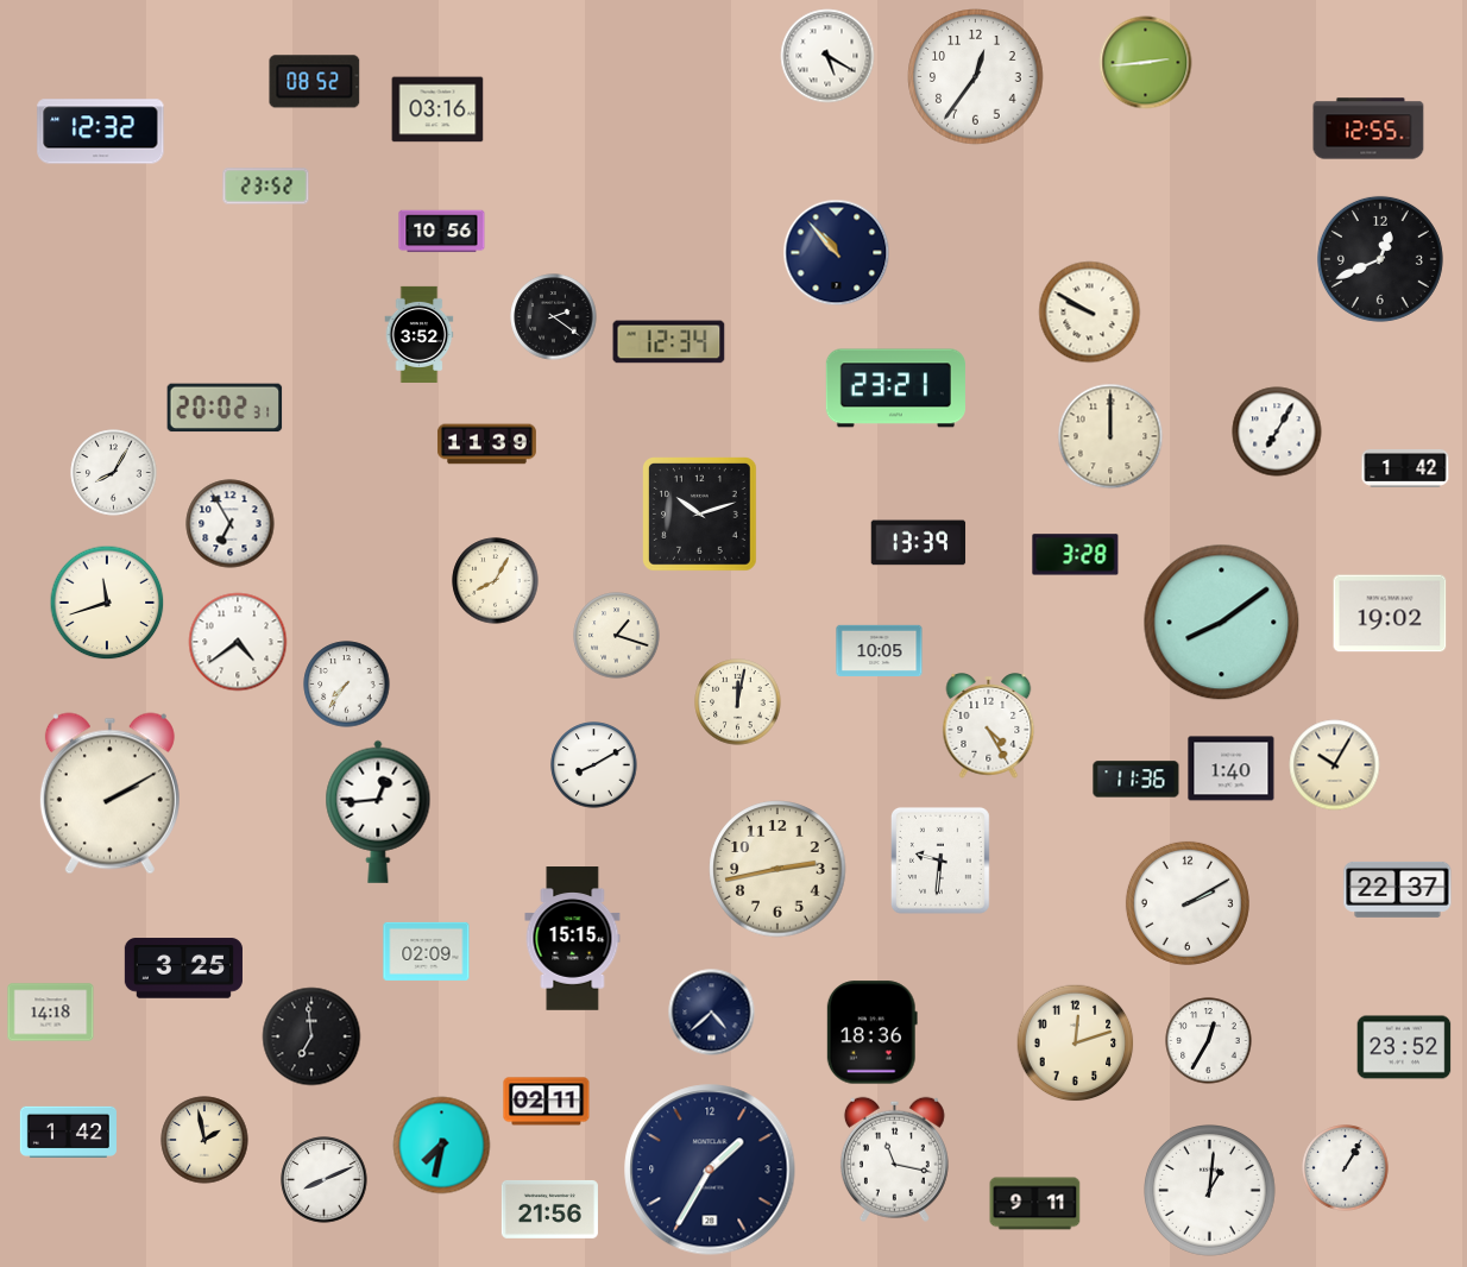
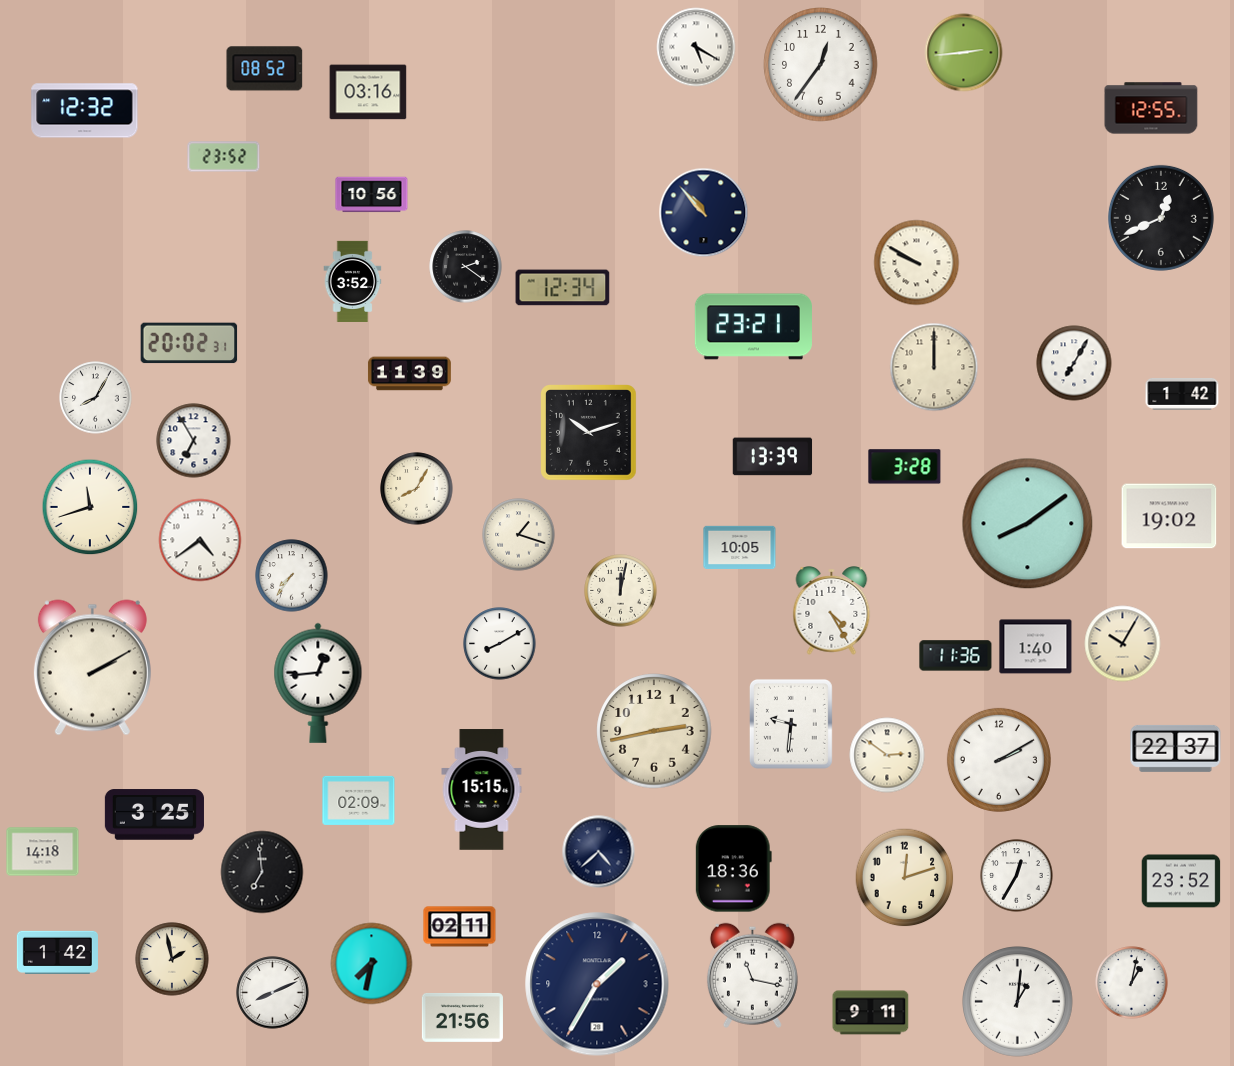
clock at (887, 755): none -> 2:51
clock at (1346, 1168): 1:05 -> 1:02
